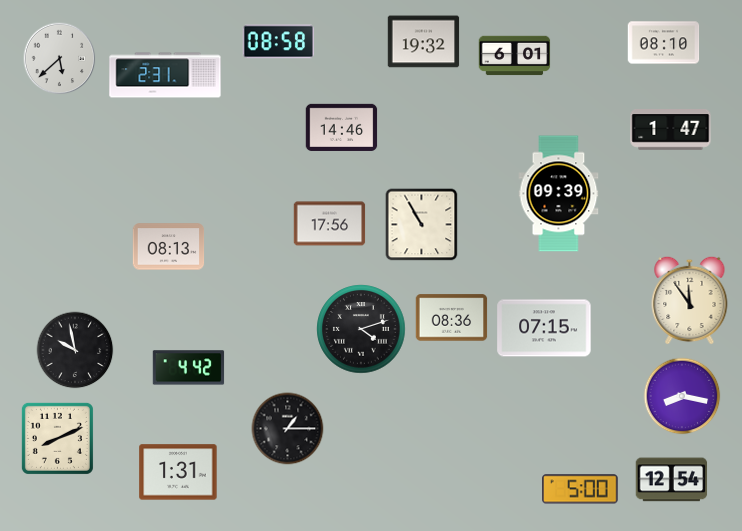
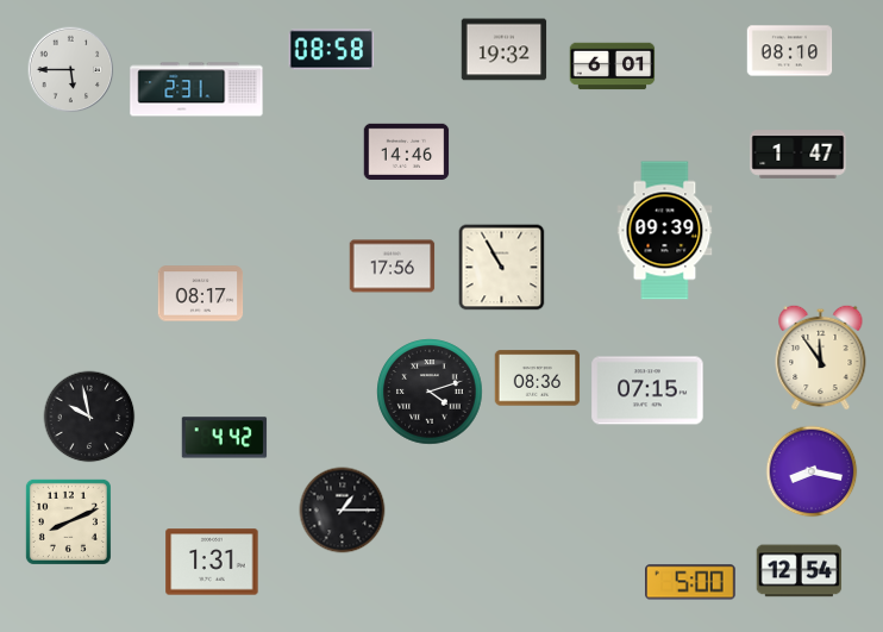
clock at (60, 59): 5:38 -> 5:45
clock at (169, 247): 08:13 -> 08:17
